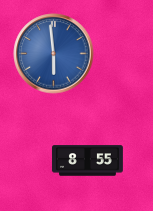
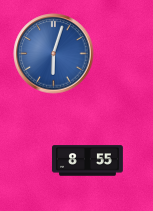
clock at (54, 54): 5:59 -> 6:03
